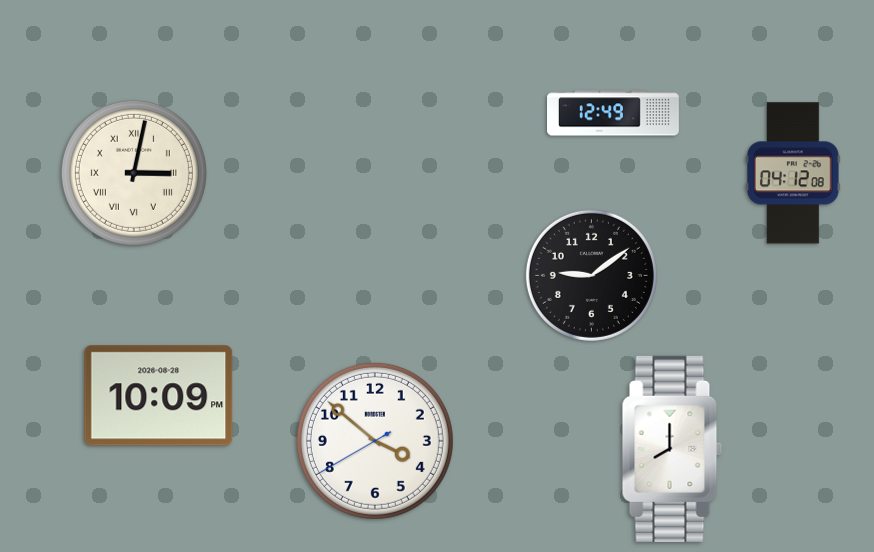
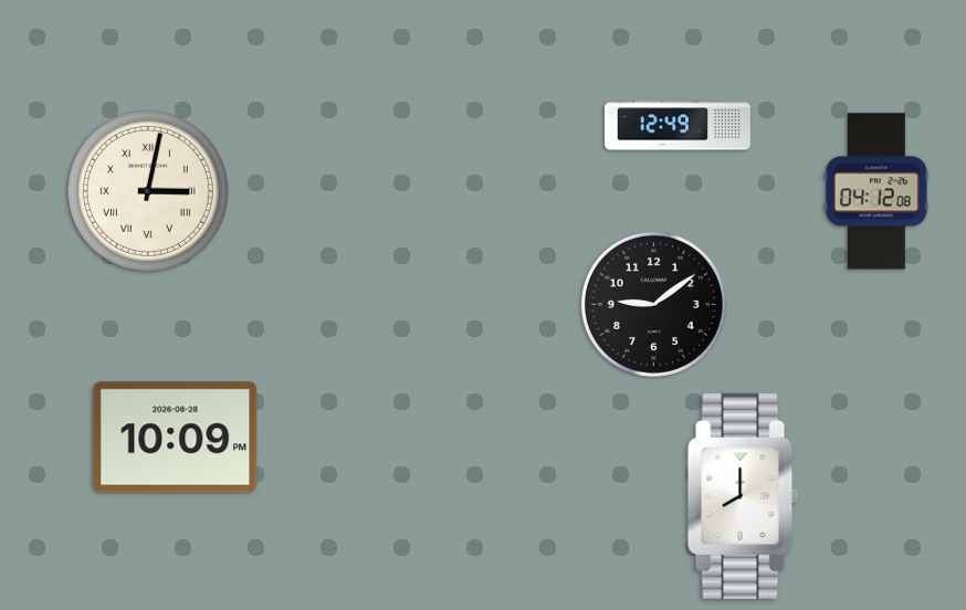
clock at (375, 441): 3:51 -> none
